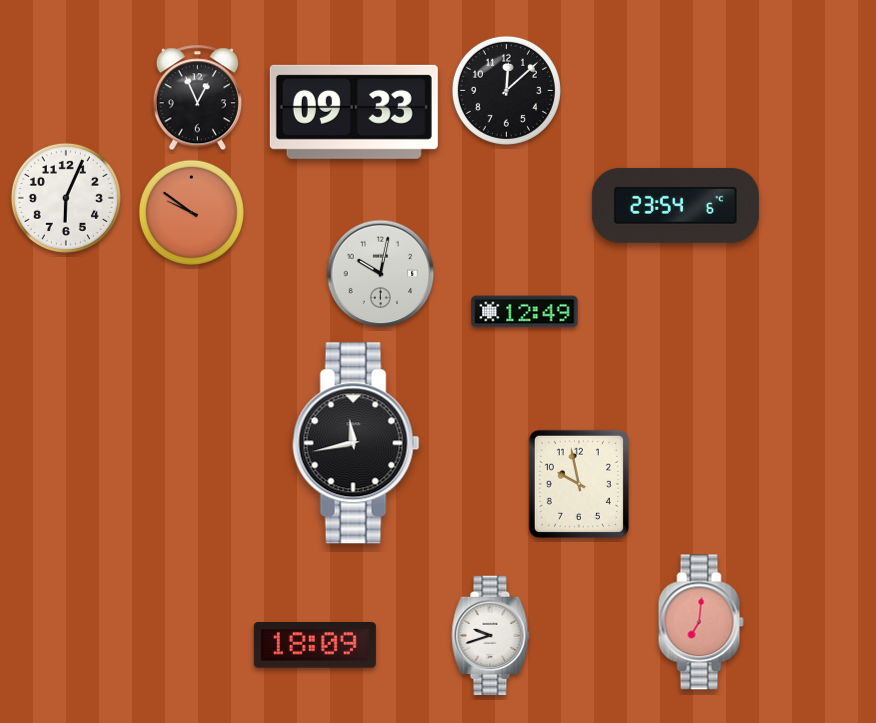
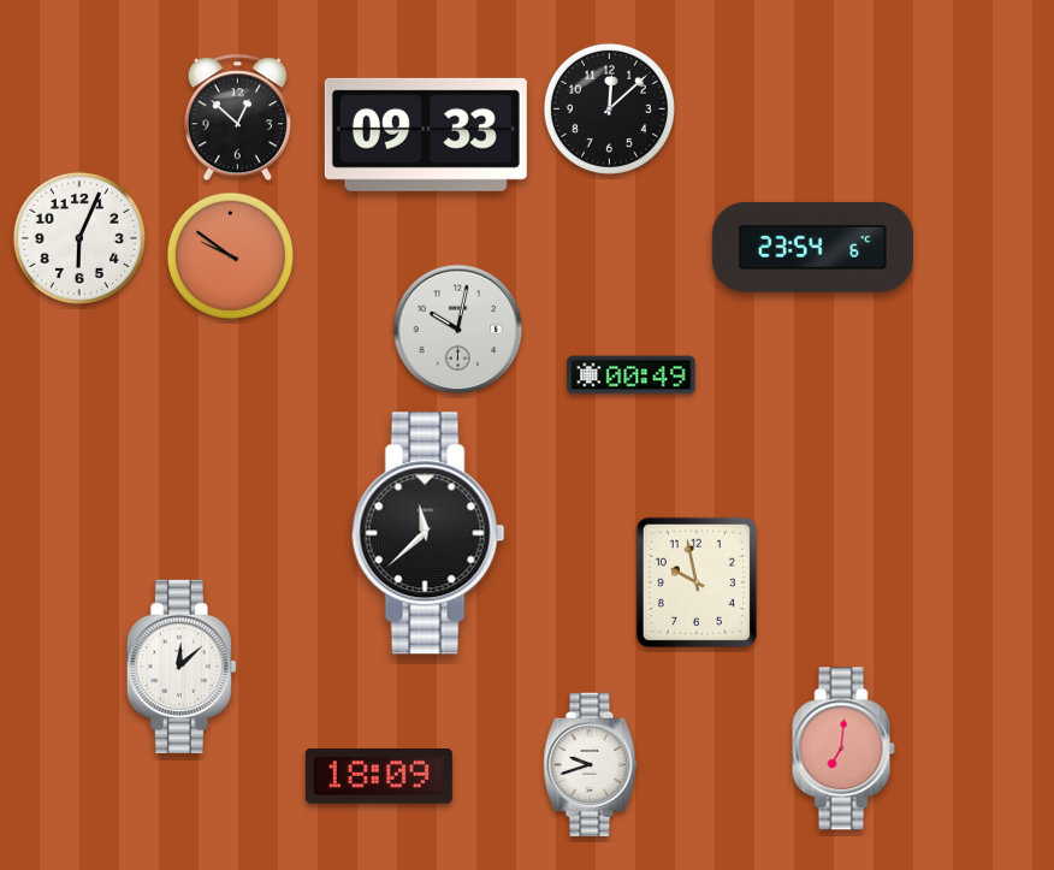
clock at (197, 98): 12:56 -> 12:52
clock at (525, 312): 12:49 -> 00:49
clock at (356, 443): 11:43 -> 11:38
clock at (182, 667): none -> 12:08
